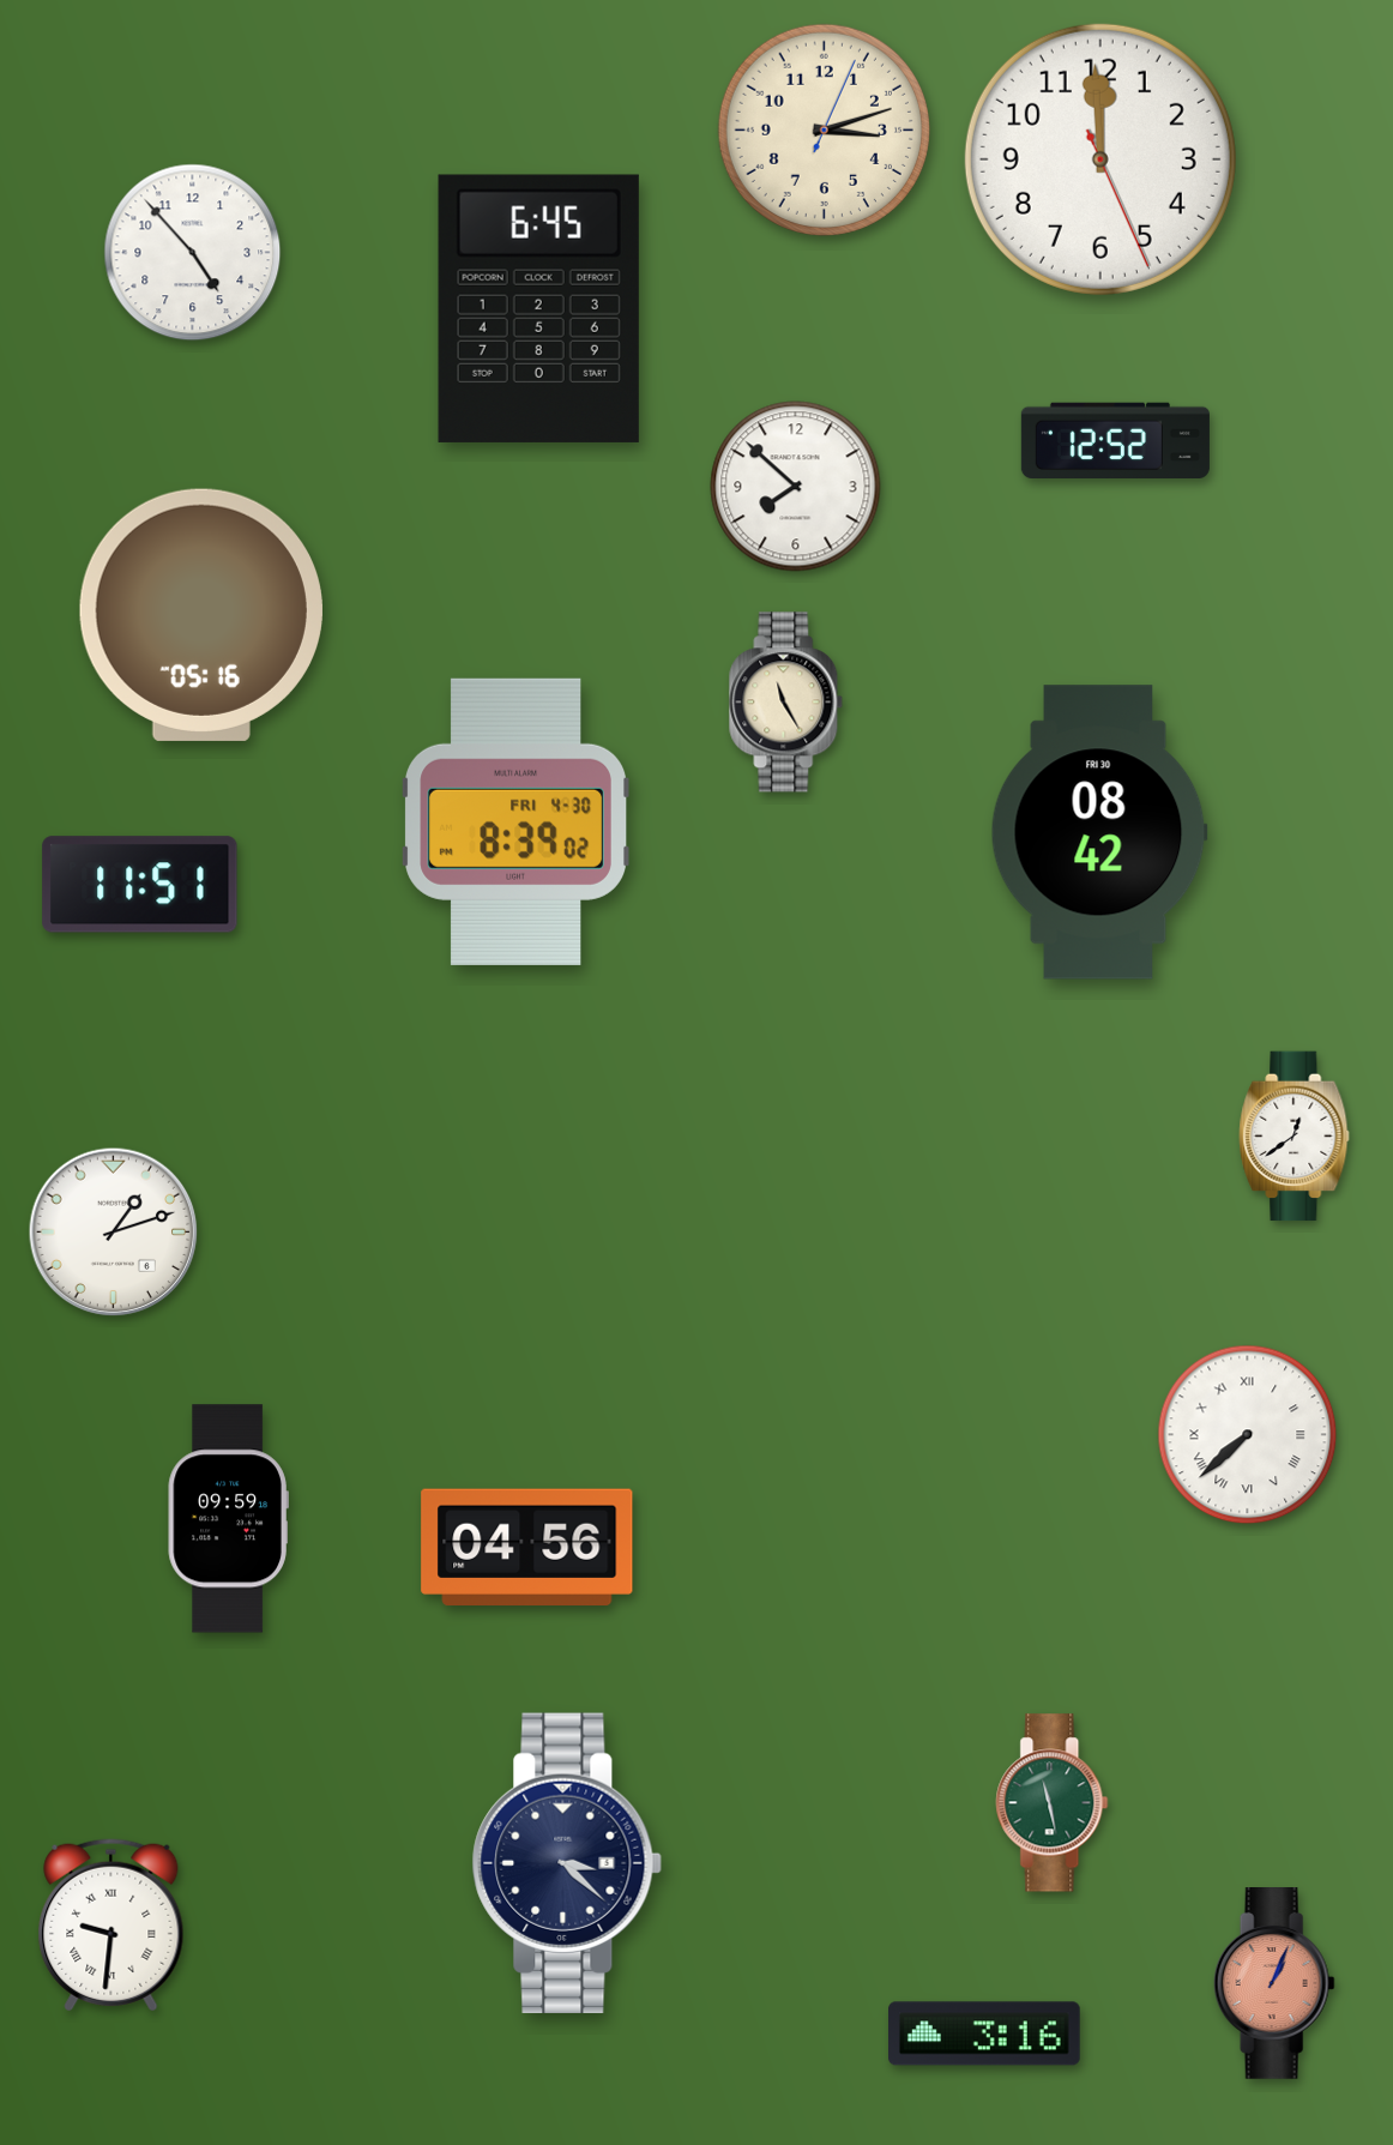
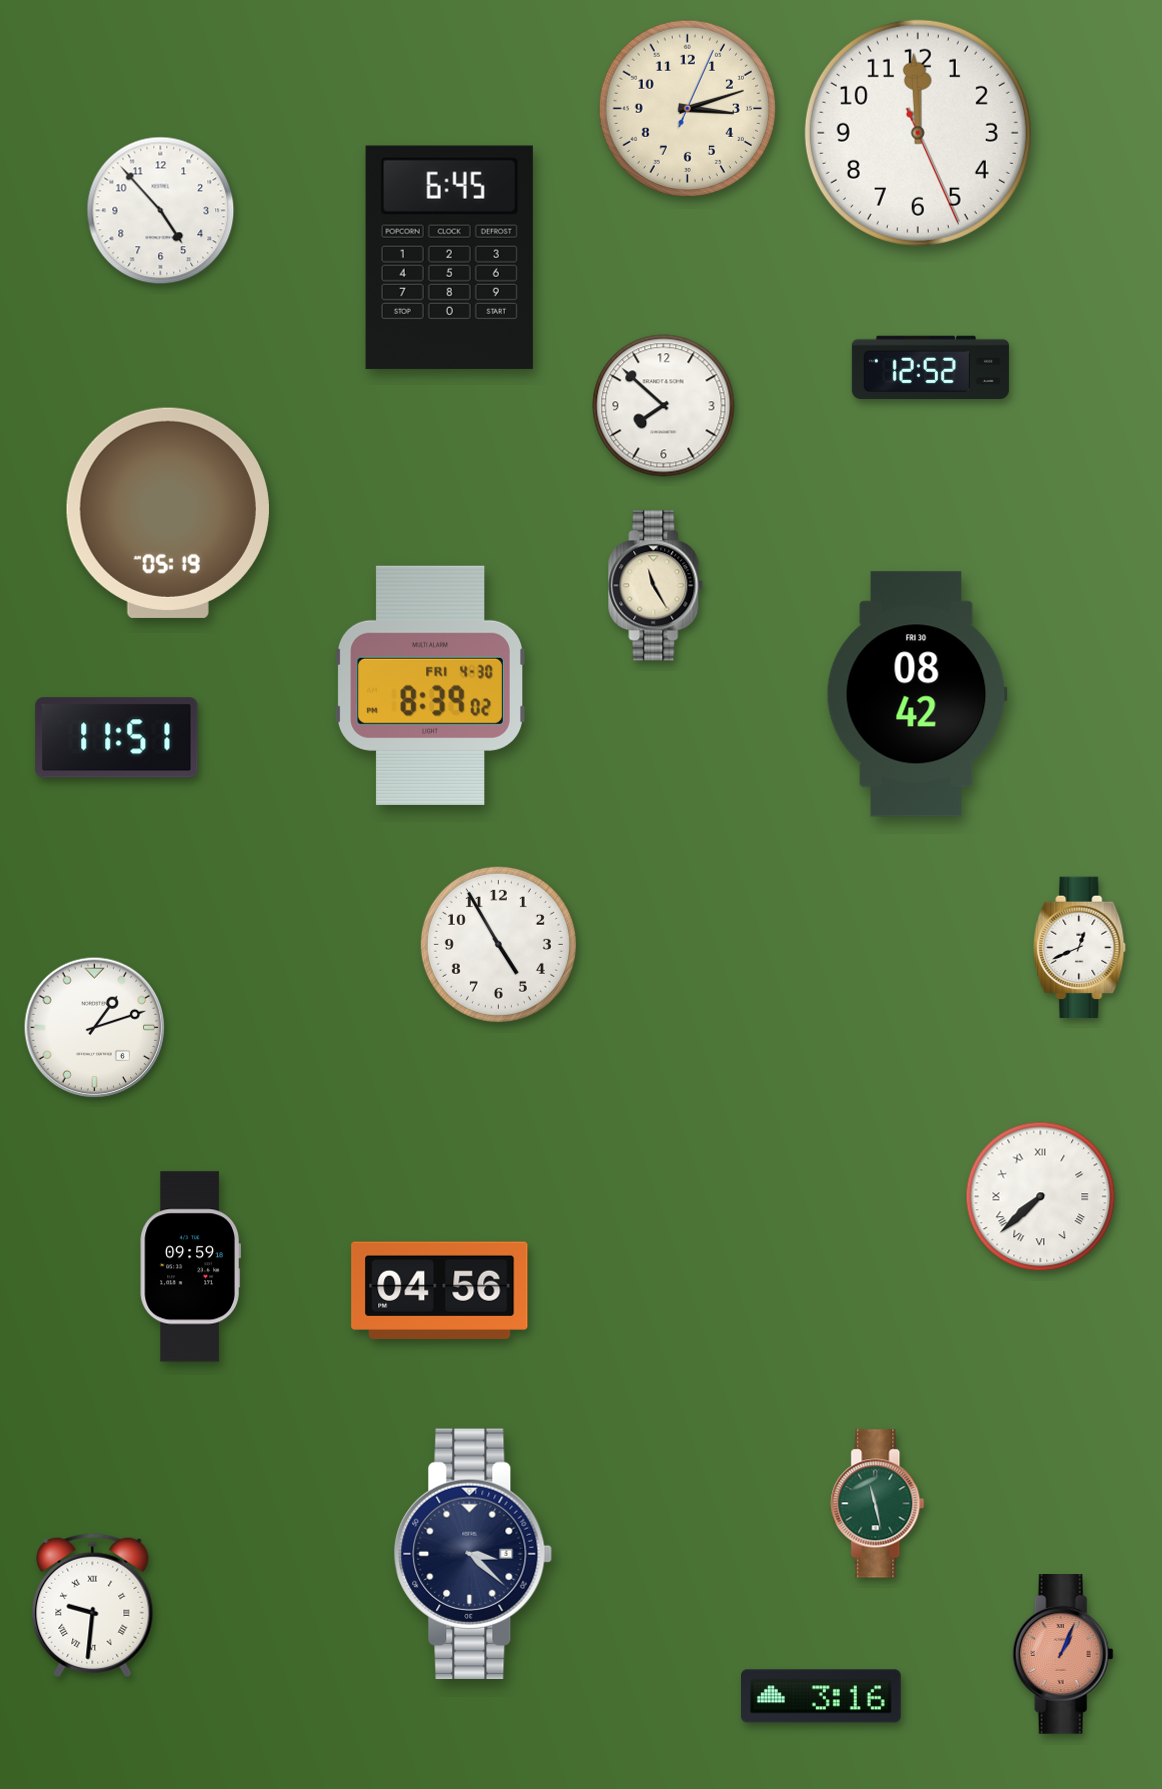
clock at (201, 615): 05:16 -> 05:19
clock at (498, 944): none -> 4:55
clock at (1295, 1137): 12:39 -> 12:41
